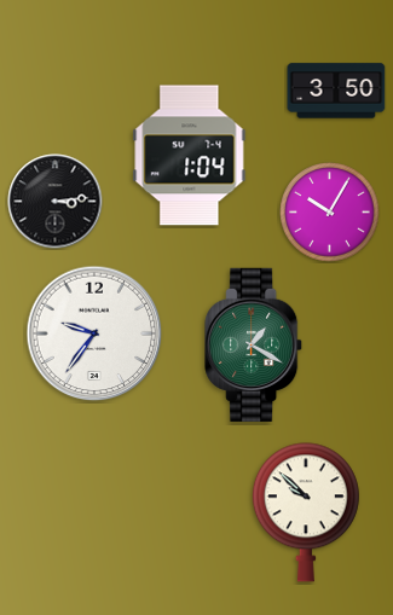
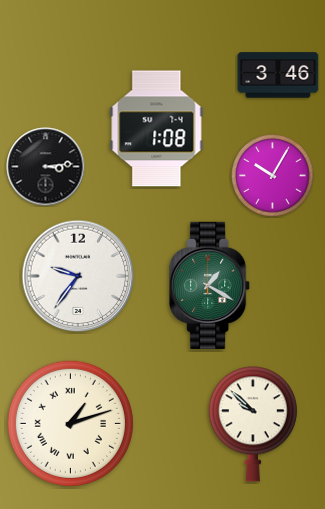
clock at (336, 91): 3:50 -> 3:46
clock at (190, 156): 1:04 -> 1:08
clock at (70, 423): none -> 1:12
